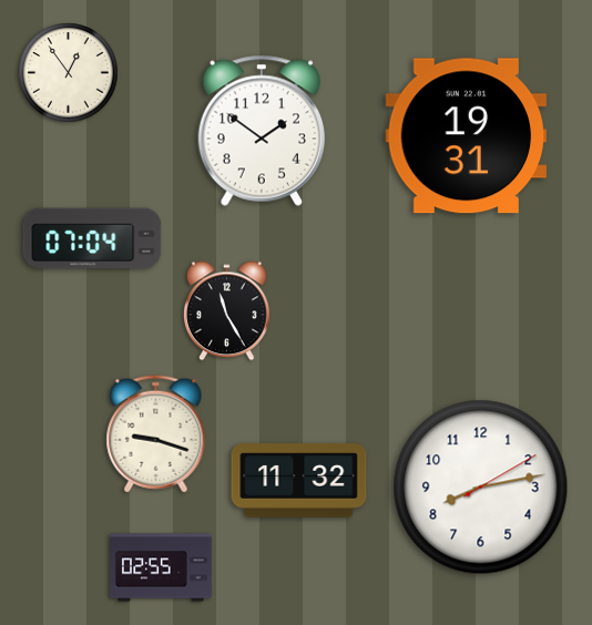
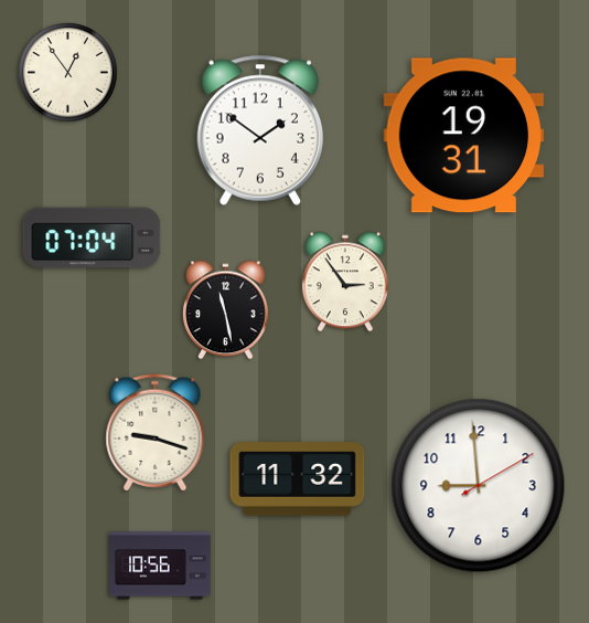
clock at (345, 282): none -> 2:54
clock at (227, 311): 11:25 -> 11:28
clock at (481, 488): 8:13 -> 8:59
clock at (162, 567): 02:55 -> 10:56
